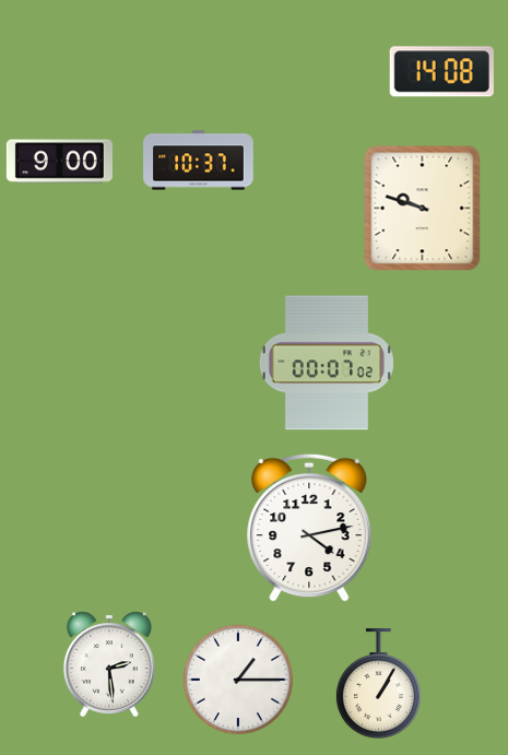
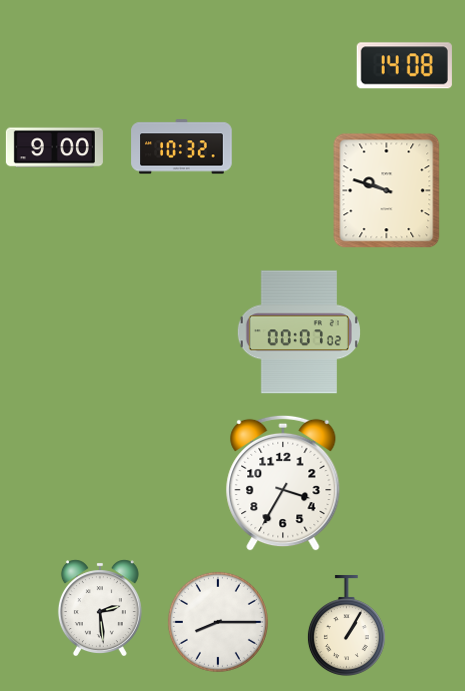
clock at (199, 161): 10:37 -> 10:32
clock at (309, 528): 4:13 -> 3:35
clock at (238, 680): 1:15 -> 8:15
